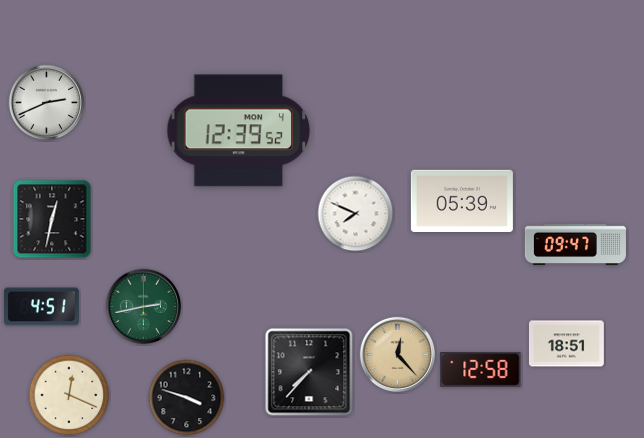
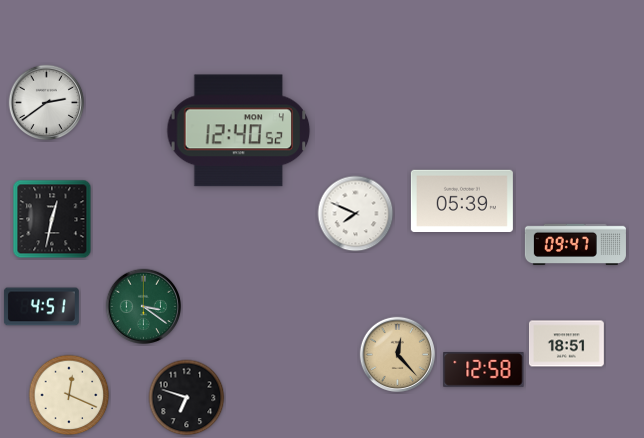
clock at (47, 103): 2:41 -> 2:39
clock at (239, 131): 12:39 -> 12:40
clock at (144, 307): 2:43 -> 3:21
clock at (481, 370) position: (481, 370) -> (484, 370)
clock at (309, 372): 7:37 -> none
clock at (187, 398): 3:48 -> 6:48
